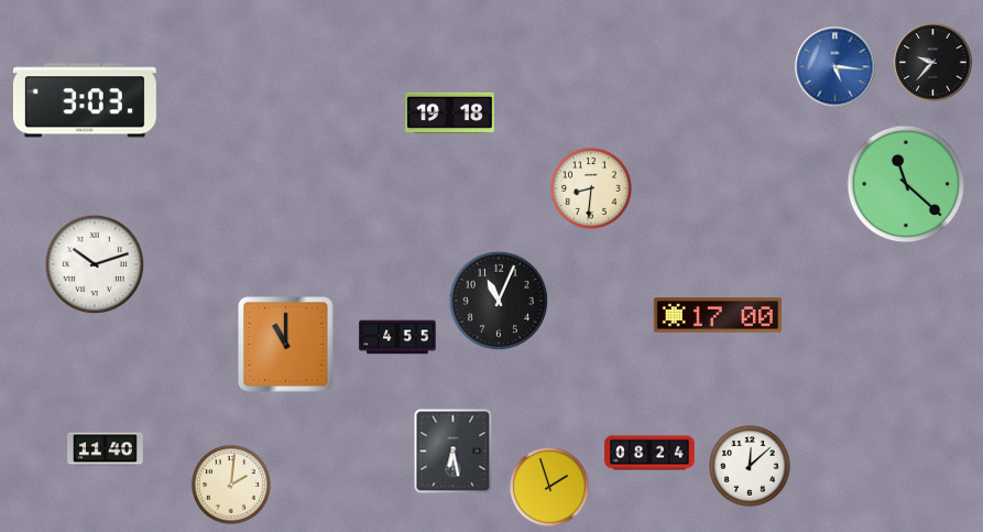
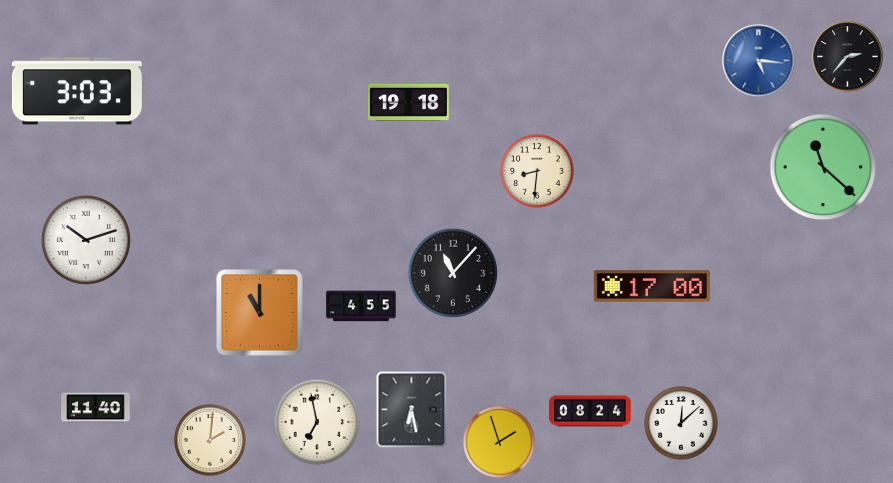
clock at (933, 63): 9:37 -> 2:37
clock at (499, 301): 11:04 -> 11:07
clock at (317, 422): none -> 6:58
